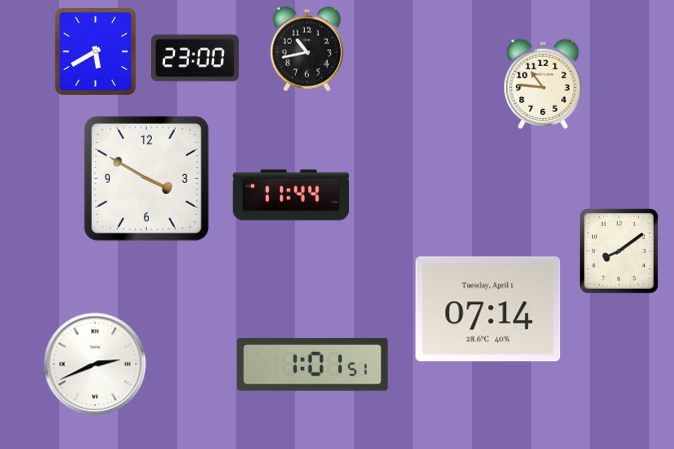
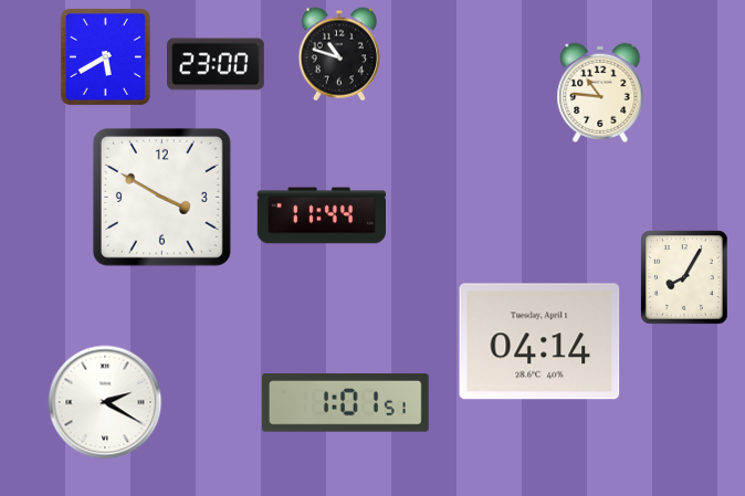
clock at (306, 49): 10:43 -> 10:48
clock at (620, 251): 8:09 -> 8:05
clock at (488, 309): 07:14 -> 04:14
clock at (95, 364): 2:41 -> 2:20
